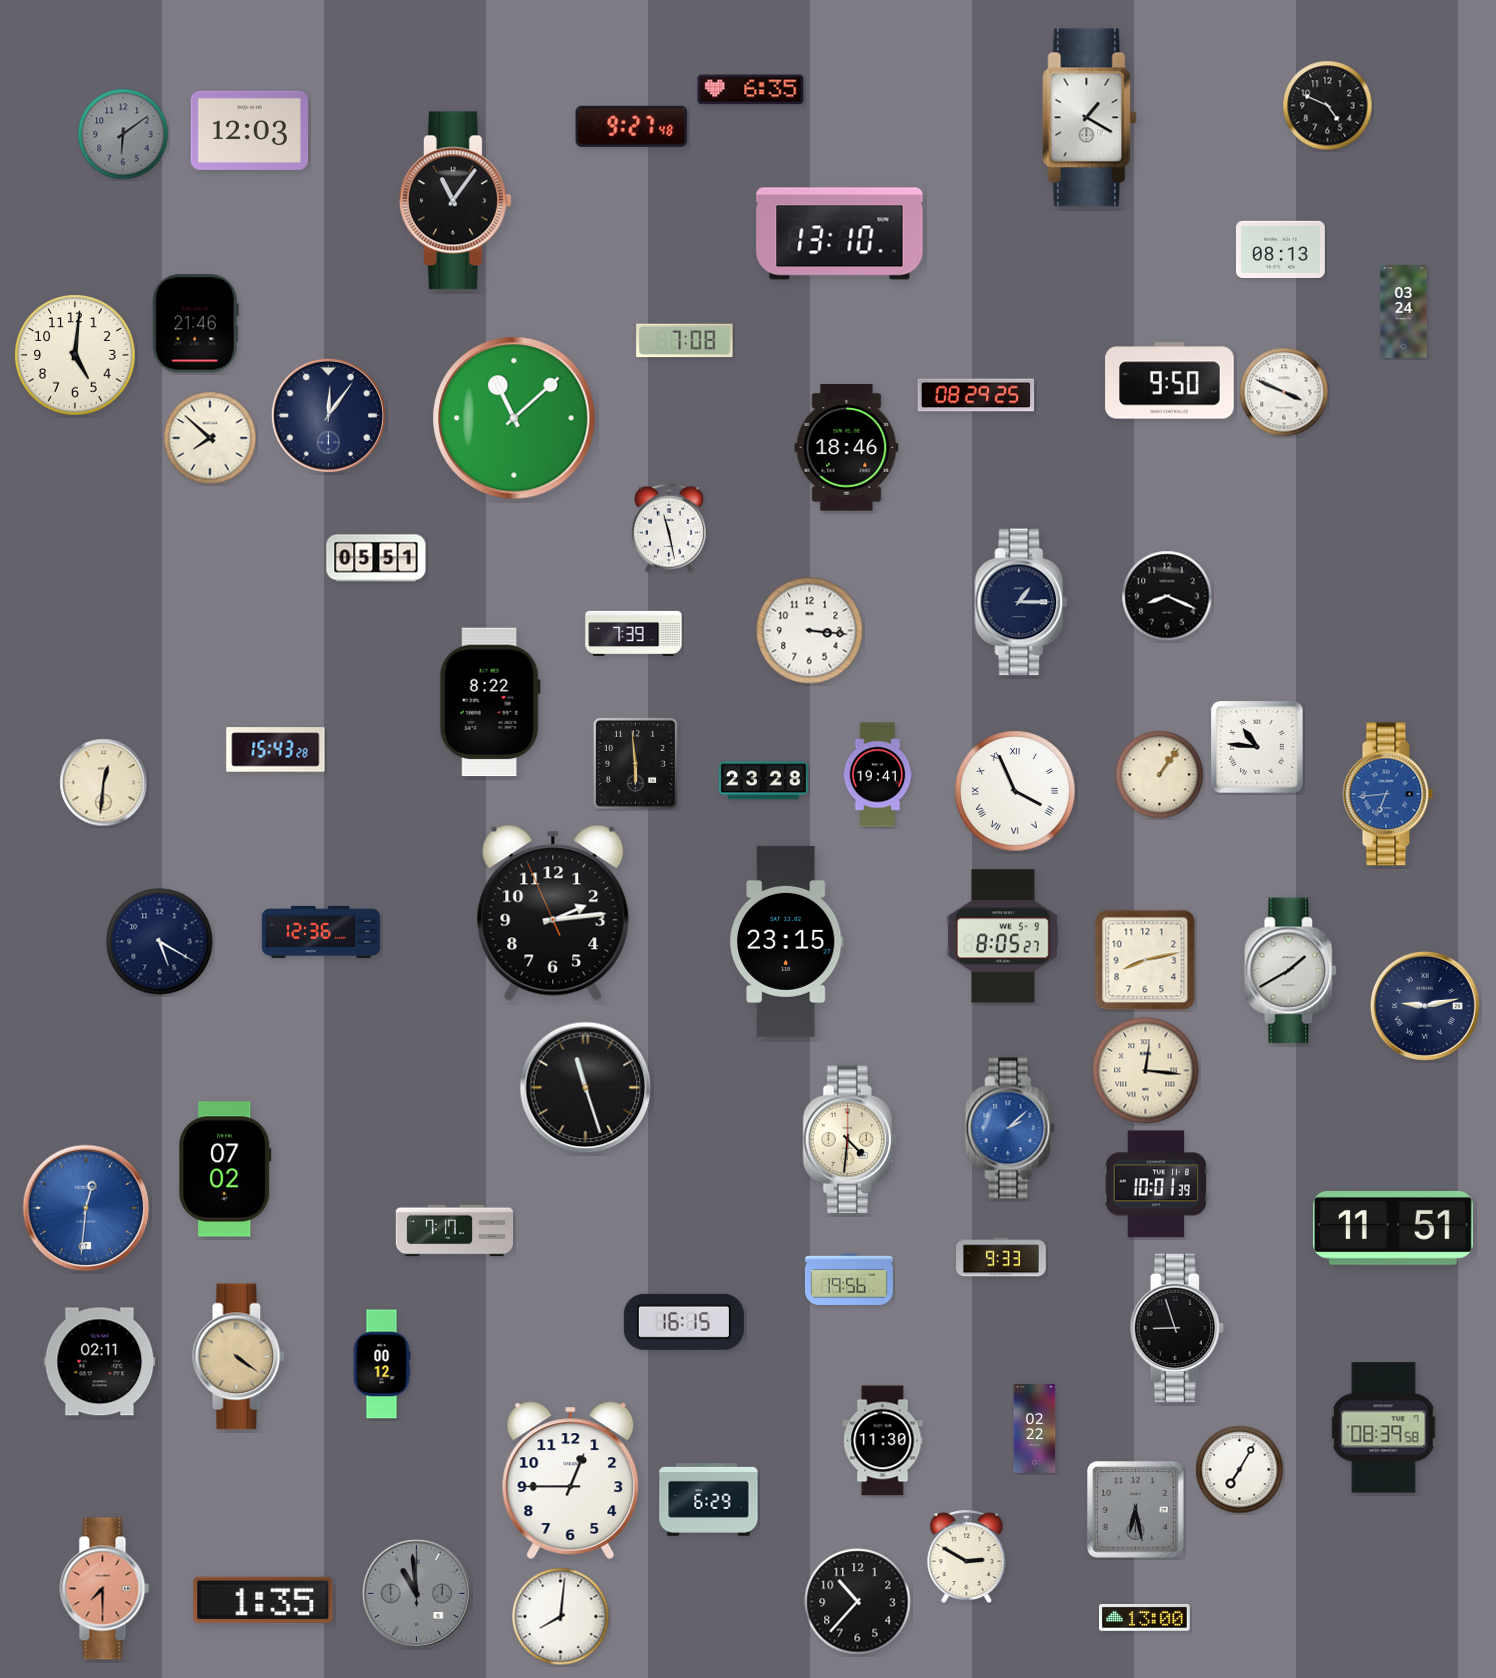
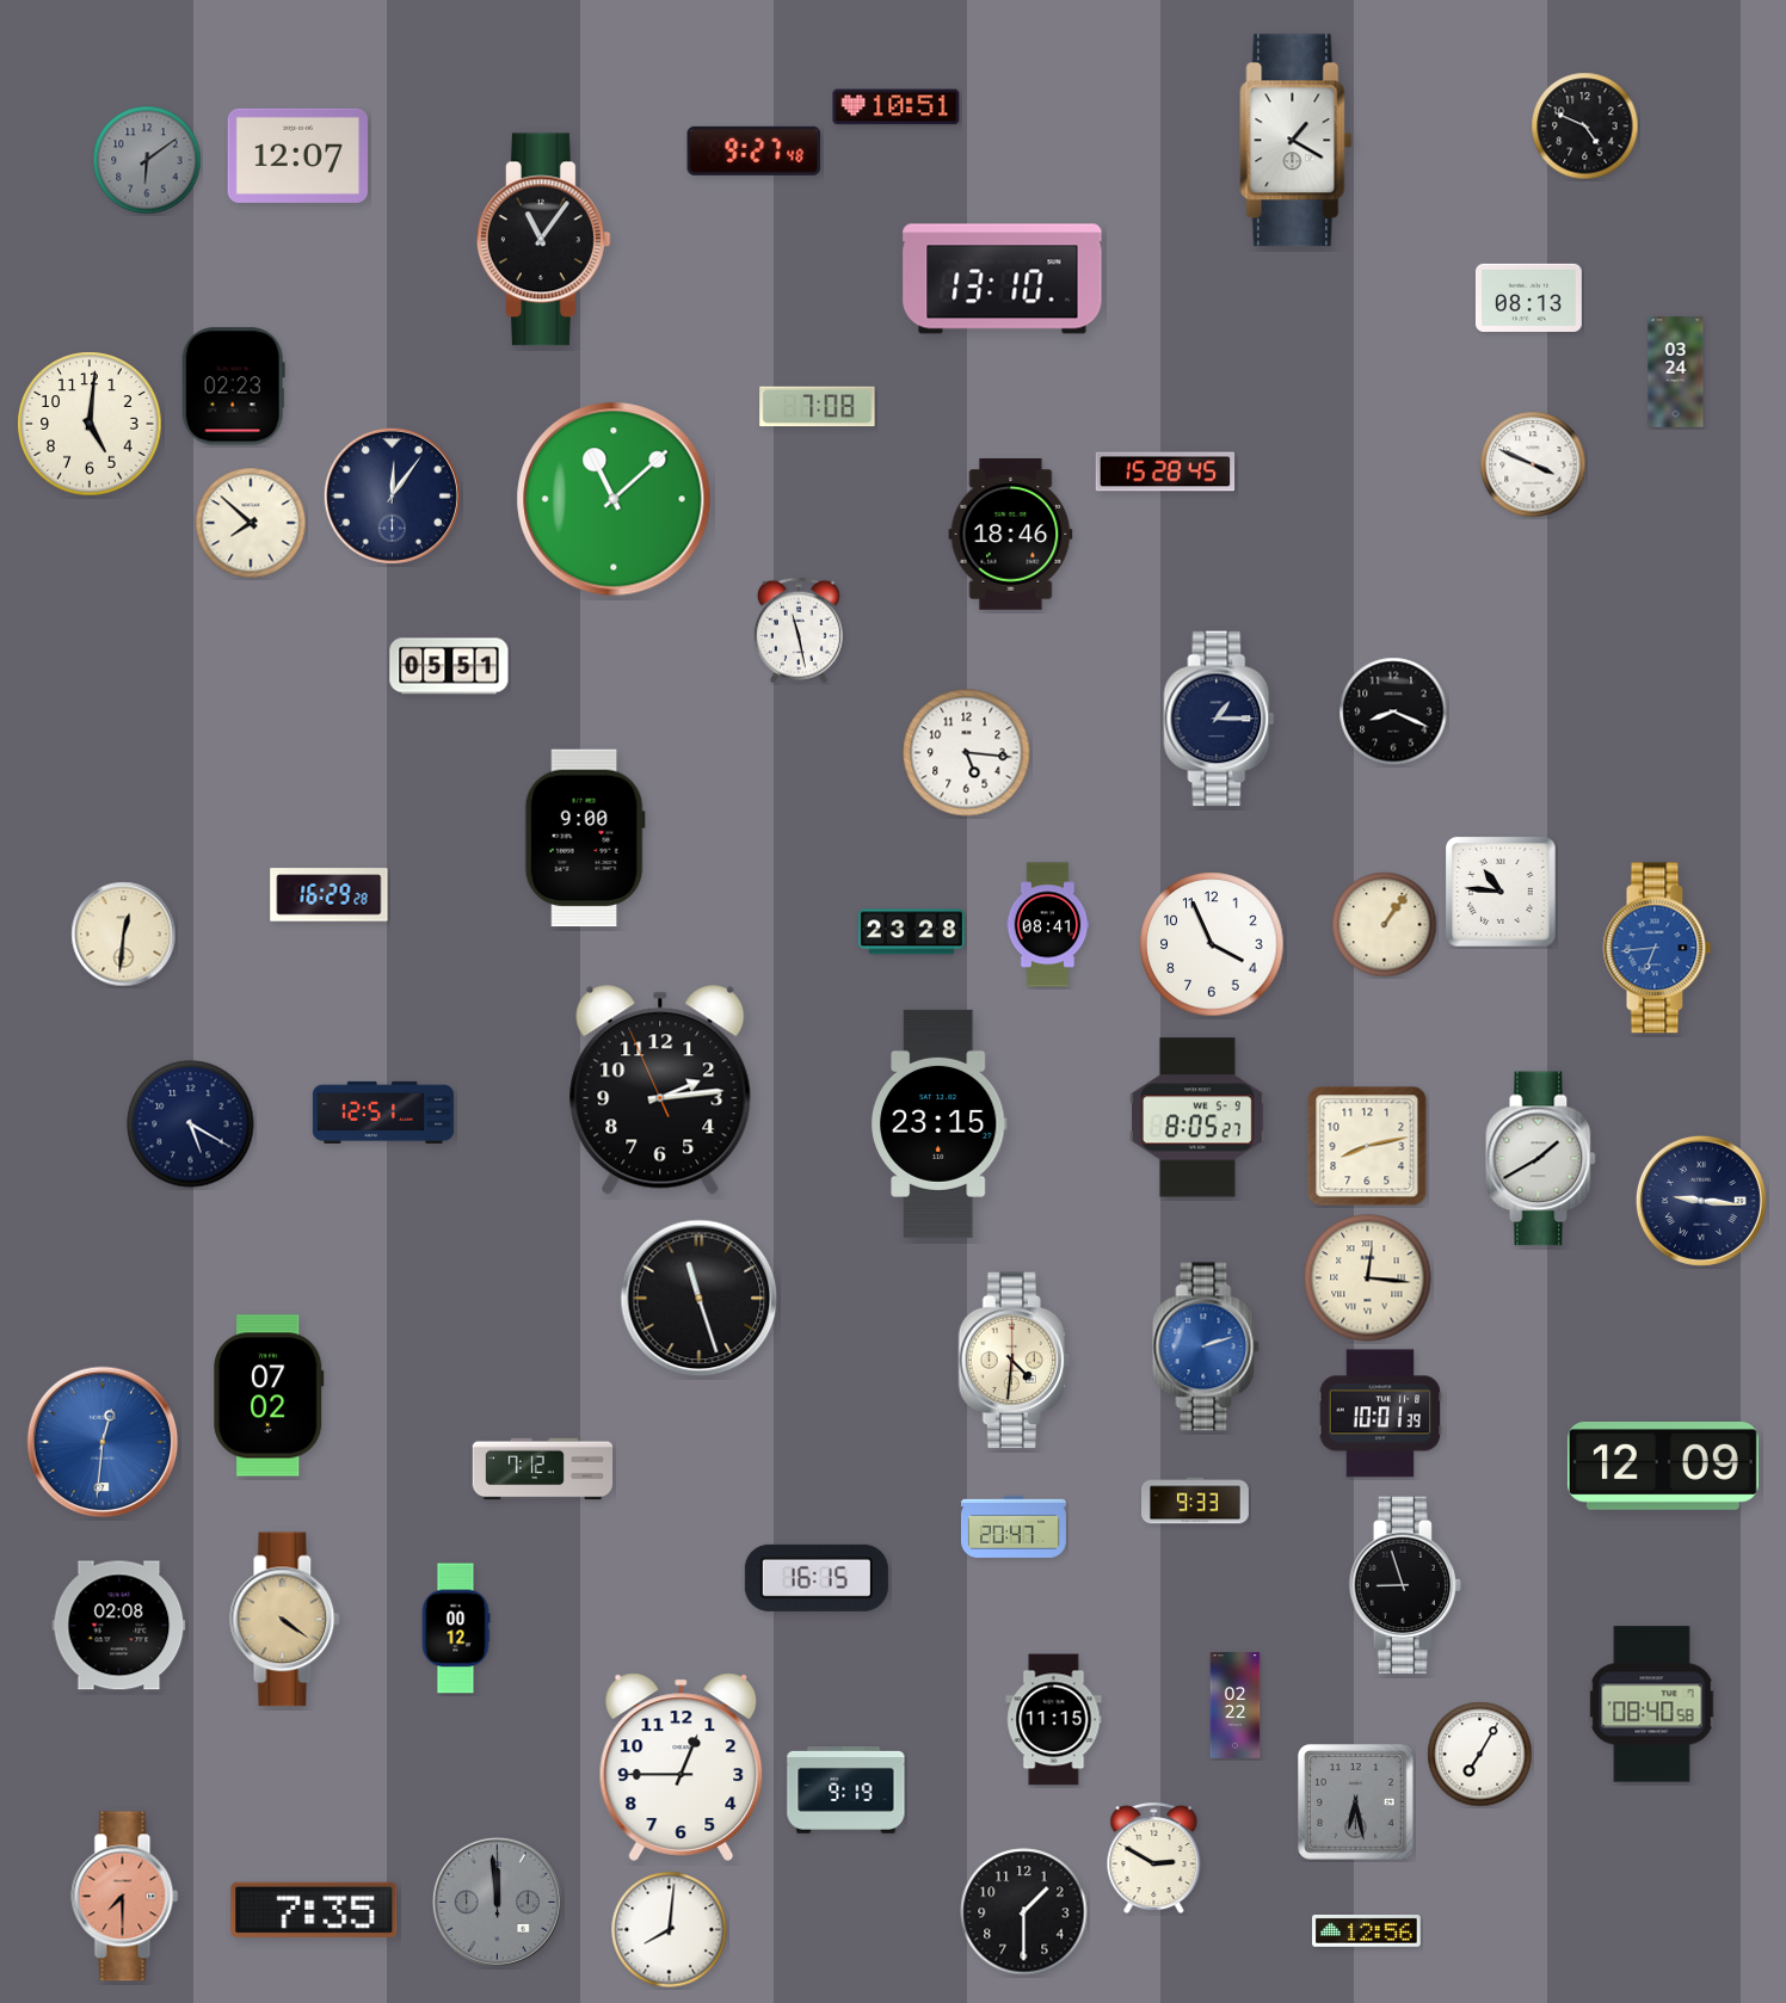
clock at (751, 90): 6:35 -> 10:51
clock at (1090, 118) position: (1090, 118) -> (1297, 141)
clock at (249, 130): 12:03 -> 12:07
clock at (195, 324): 21:46 -> 02:23
clock at (1170, 381): 9:50 -> none
clock at (1284, 392) position: (1284, 392) -> (1533, 464)
clock at (976, 395): 08:29 -> 15:28
clock at (810, 631): 3:16 -> 5:16
clock at (634, 633): 7:39 -> none
clock at (490, 702): 8:22 -> 9:00
clock at (276, 750): 15:43 -> 16:29
clock at (635, 763): 5:59 -> none
clock at (878, 775): 19:41 -> 08:41
clock at (1015, 791) numerals: Roman -> Arabic
clock at (321, 932): 12:36 -> 12:51
clock at (1425, 1006): 9:13 -> 9:16
clock at (1010, 1128): 2:08 -> 2:12
clock at (1393, 1228): 11:51 -> 12:09
clock at (455, 1231): 7:17 -> 7:12
clock at (849, 1279): 19:56 -> 20:47
clock at (100, 1362): 02:11 -> 02:08
clock at (1384, 1428): 08:39 -> 08:40
clock at (883, 1441): 11:30 -> 11:15
clock at (709, 1500): 6:29 -> 9:19
clock at (416, 1593): 10:59 -> 11:59
clock at (263, 1600): 1:35 -> 7:35
clock at (858, 1602): 10:37 -> 1:30
clock at (1145, 1618): 13:00 -> 12:56
